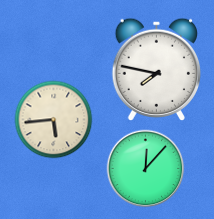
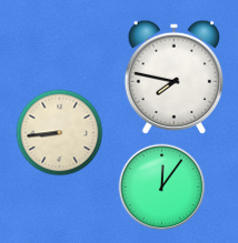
clock at (53, 119): 5:44 -> 8:44
clock at (145, 168): 12:07 -> 12:06
